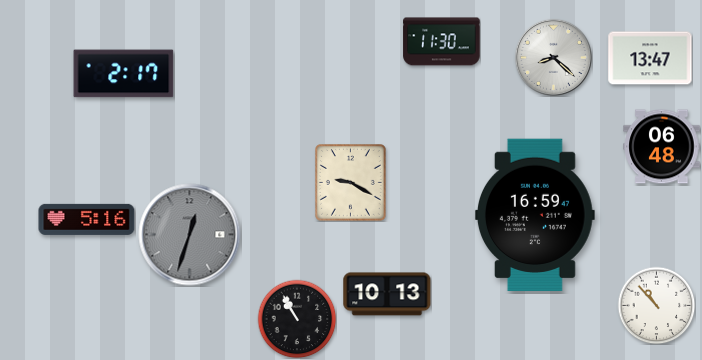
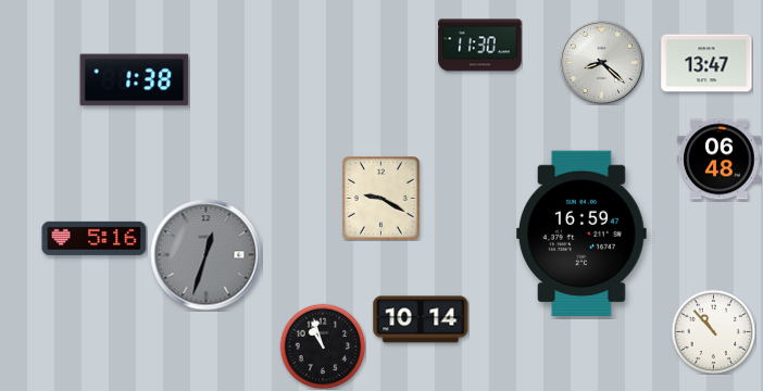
clock at (124, 74): 2:17 -> 1:38
clock at (387, 294): 10:13 -> 10:14
clock at (297, 319): 10:55 -> 10:57
